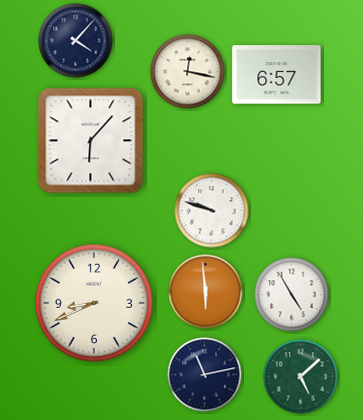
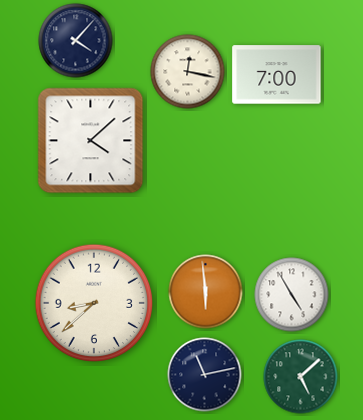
clock at (277, 75): 6:57 -> 7:00
clock at (91, 141): 6:07 -> 4:08
clock at (212, 211): 9:48 -> none
clock at (94, 303): 8:41 -> 8:38
